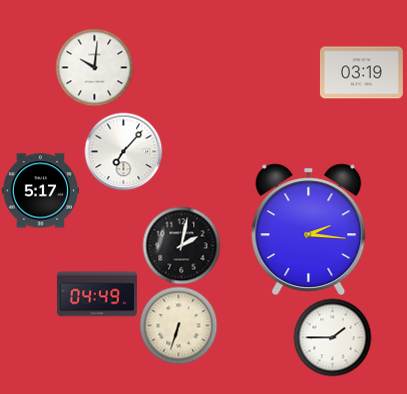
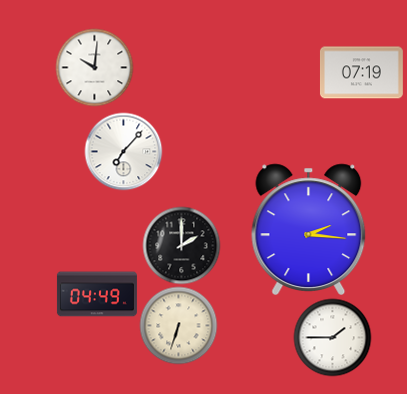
clock at (361, 73): 03:19 -> 07:19
clock at (40, 191): 5:17 -> none
clock at (181, 245): 2:02 -> 2:00
